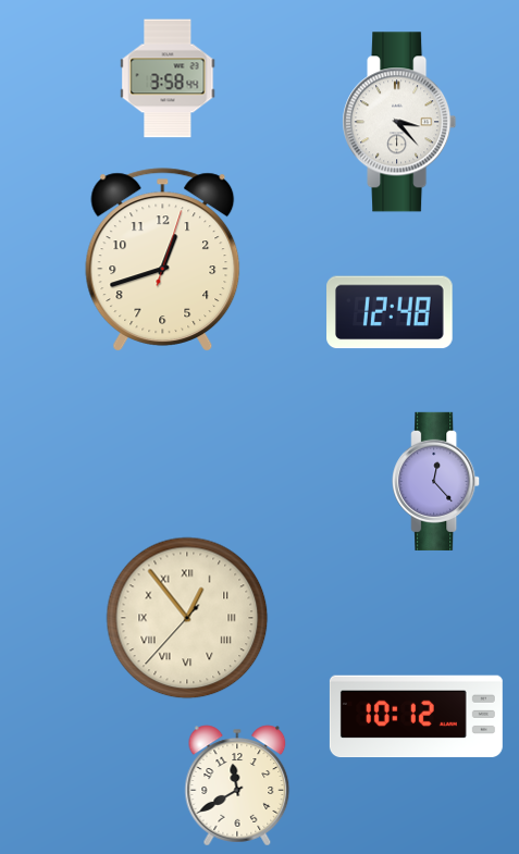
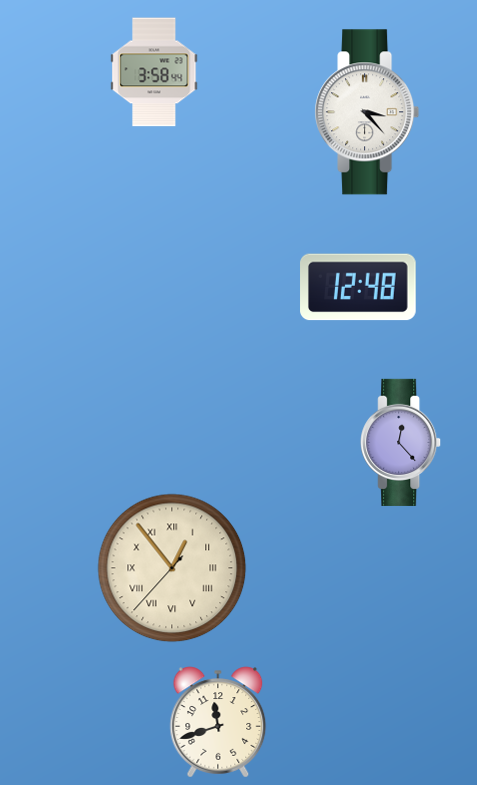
clock at (163, 260): 12:42 -> none
clock at (416, 717): 10:12 -> none
clock at (237, 785): 11:40 -> 11:42
